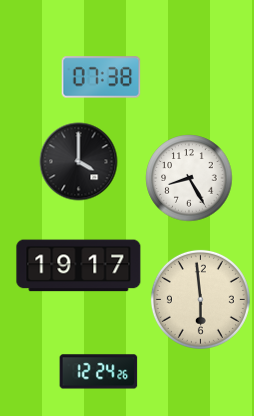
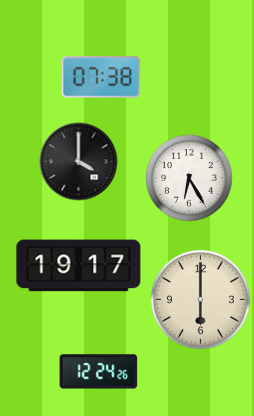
clock at (189, 178): 8:25 -> 6:25
clock at (200, 299): 5:59 -> 6:00
